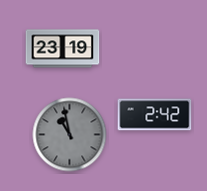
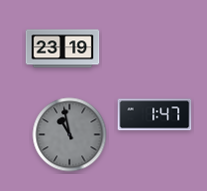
clock at (155, 115): 2:42 -> 1:47
